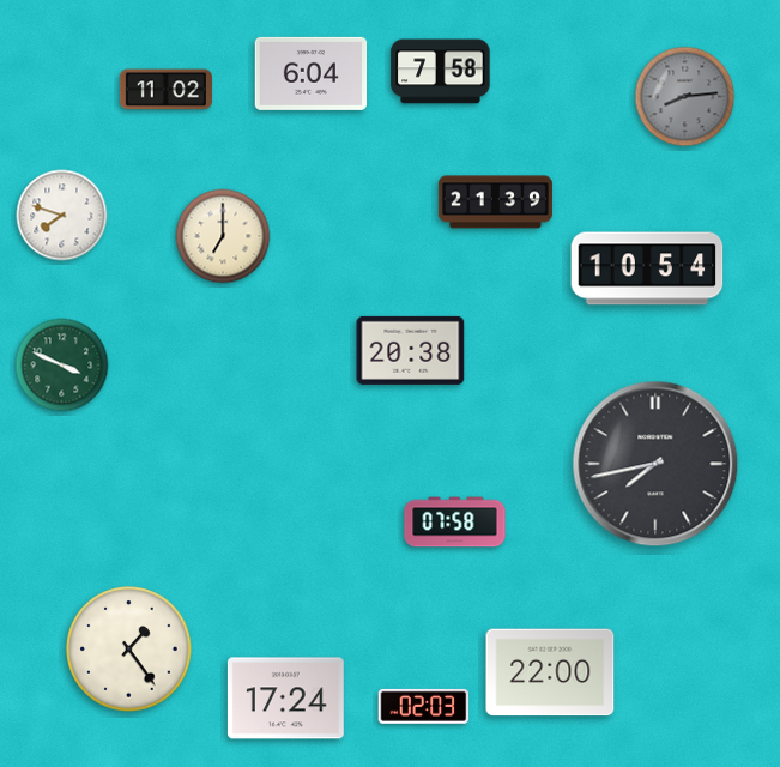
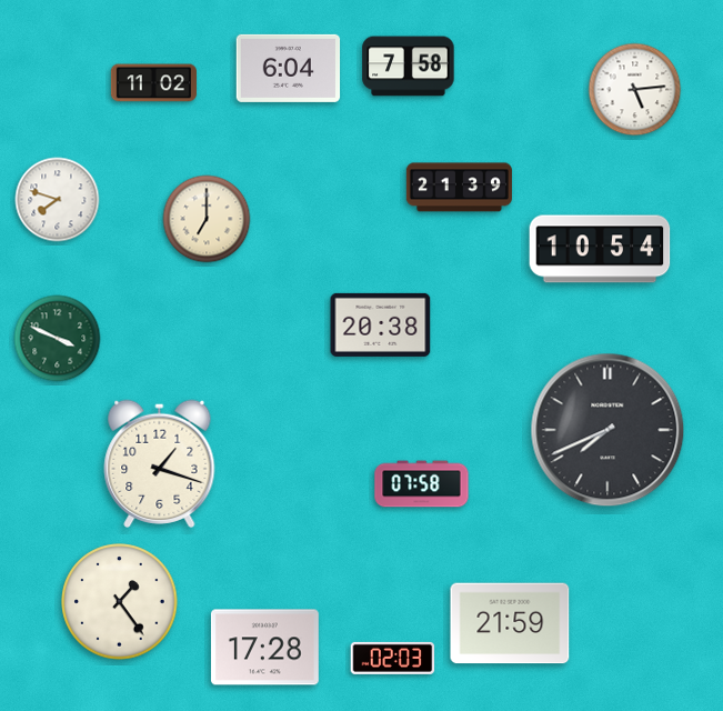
clock at (685, 97): 8:14 -> 5:14
clock at (685, 97) dial: grey -> white
clock at (655, 464): 7:43 -> 7:41
clock at (160, 463): none -> 1:18
clock at (550, 672): 22:00 -> 21:59
clock at (285, 699): 17:24 -> 17:28
clock at (424, 706) position: (424, 706) -> (393, 658)
